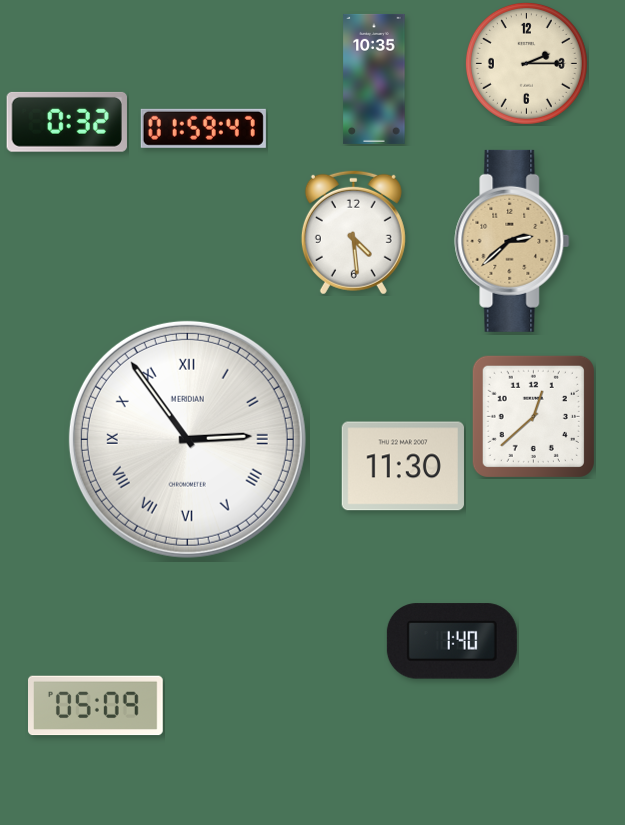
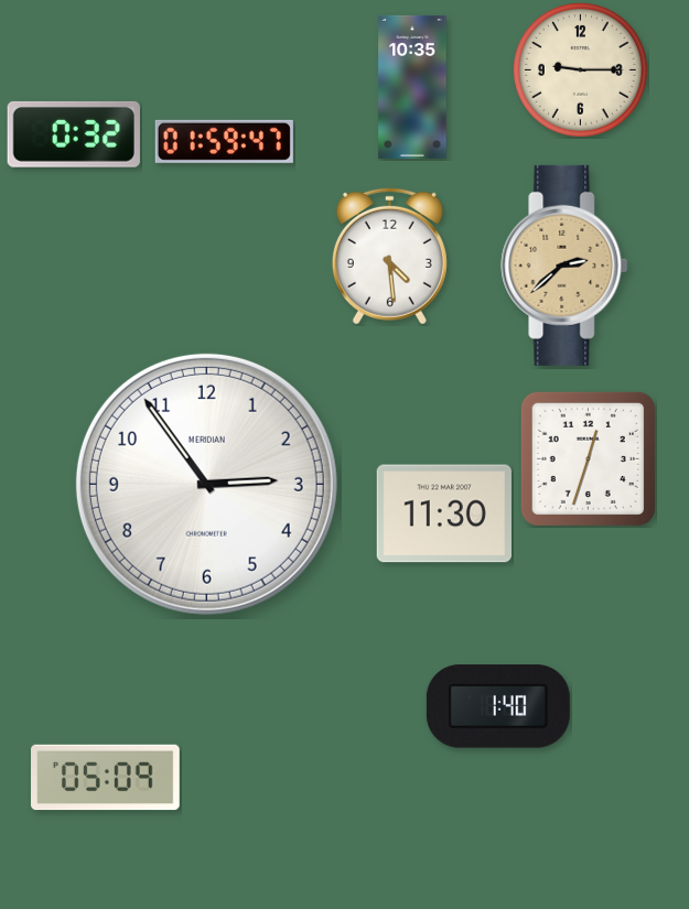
clock at (526, 63): 2:15 -> 9:15
clock at (533, 416): 12:38 -> 12:33
clock at (187, 439) numerals: Roman -> Arabic
